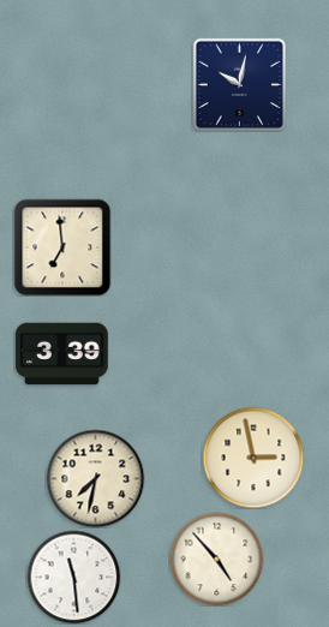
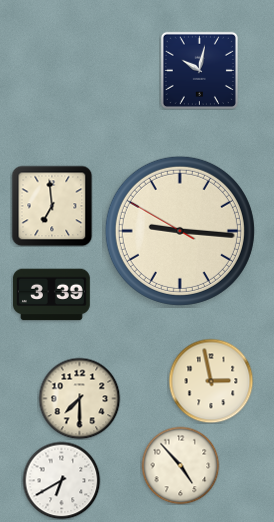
clock at (180, 231): none -> 9:15
clock at (95, 478): 7:32 -> 7:30
clock at (73, 577): 11:29 -> 6:40
